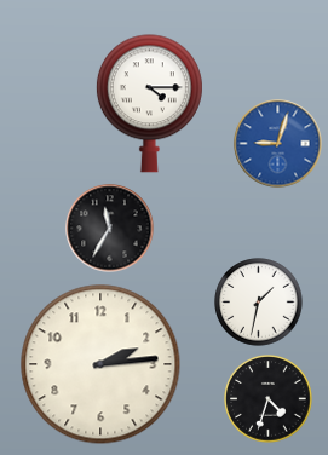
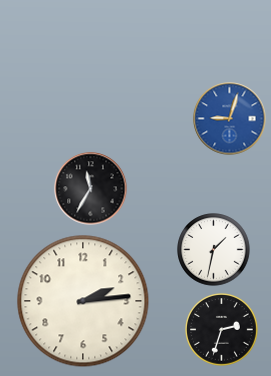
clock at (149, 104): 4:15 -> none
clock at (269, 399): 4:33 -> 2:33
